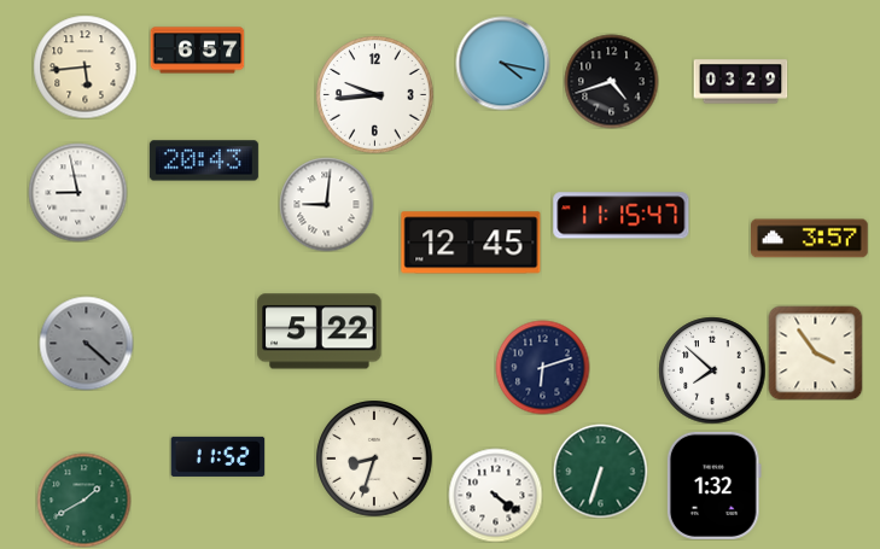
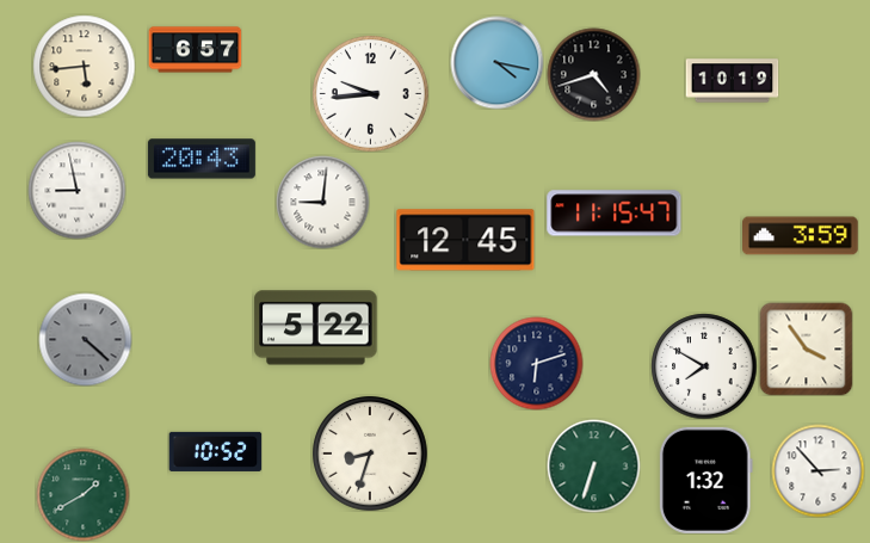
clock at (611, 81) position: (611, 81) -> (593, 74)
clock at (740, 82): 03:29 -> 10:19
clock at (810, 239): 3:57 -> 3:59
clock at (712, 370): 7:52 -> 7:50
clock at (217, 456): 11:52 -> 10:52
clock at (817, 470): none -> 2:53
clock at (495, 495): 4:21 -> none
